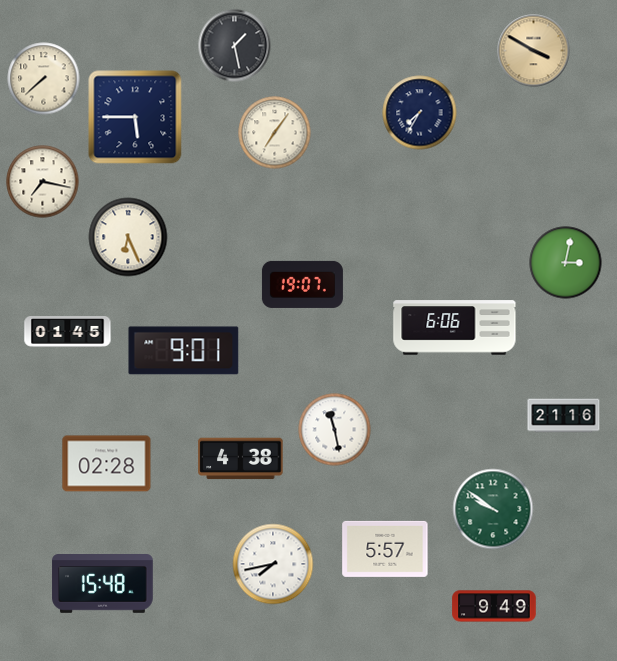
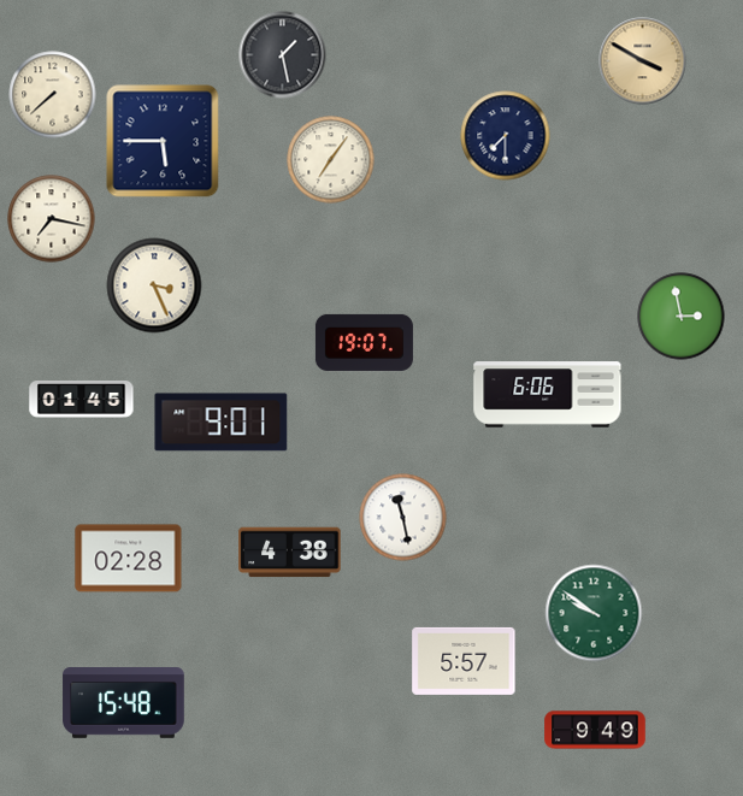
clock at (420, 113): 7:35 -> 7:30
clock at (128, 237): 6:26 -> 3:26
clock at (566, 263): 3:02 -> 2:58
clock at (564, 416): 21:16 -> none
clock at (273, 564): 7:43 -> none
